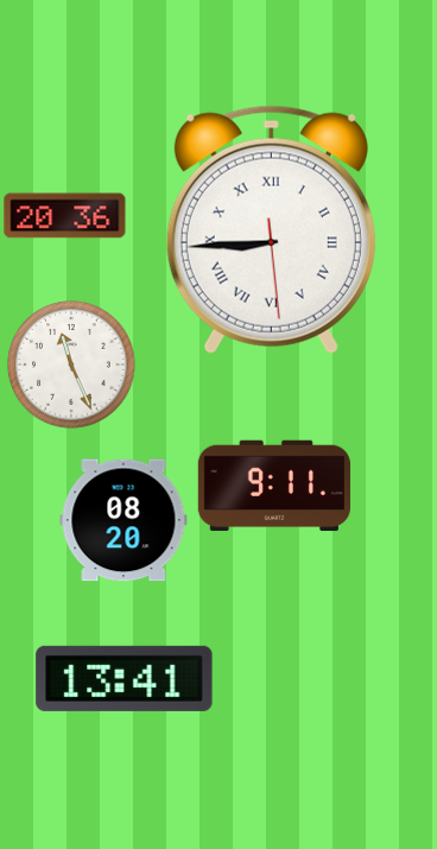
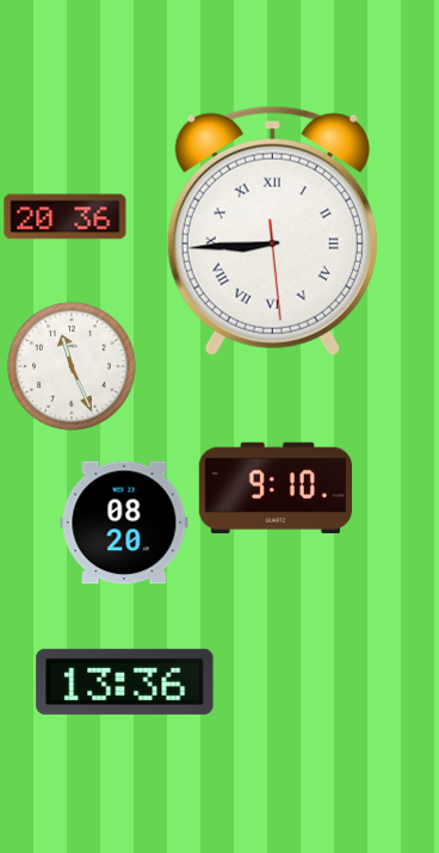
clock at (274, 486): 9:11 -> 9:10
clock at (125, 678): 13:41 -> 13:36
